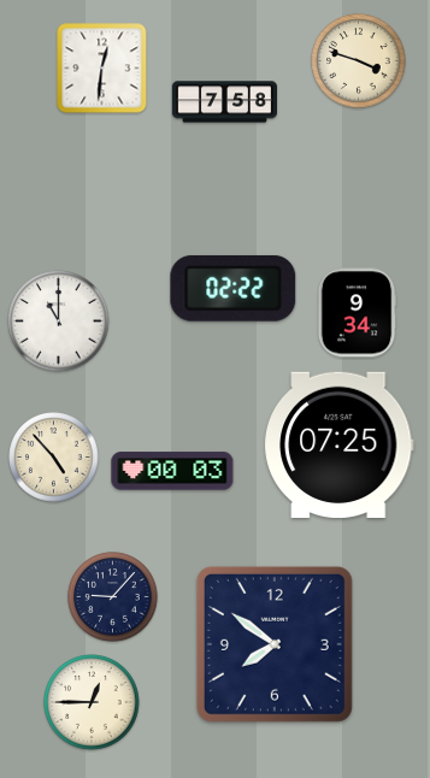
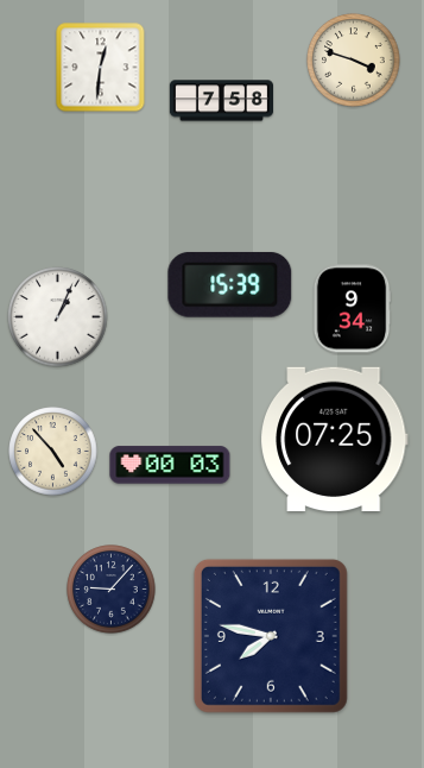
clock at (234, 288): 02:22 -> 15:39
clock at (59, 322): 11:00 -> 1:04
clock at (275, 644): 7:51 -> 7:47
clock at (92, 702): 12:45 -> none
